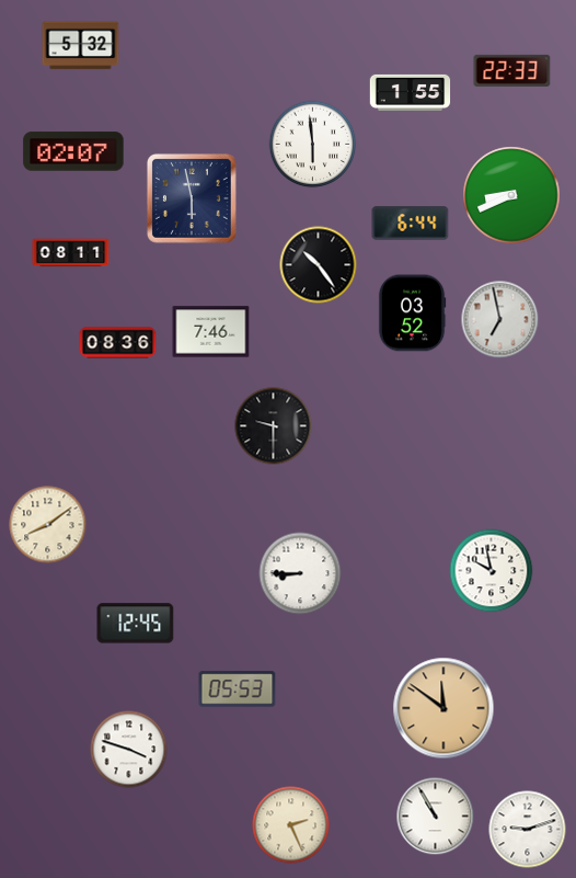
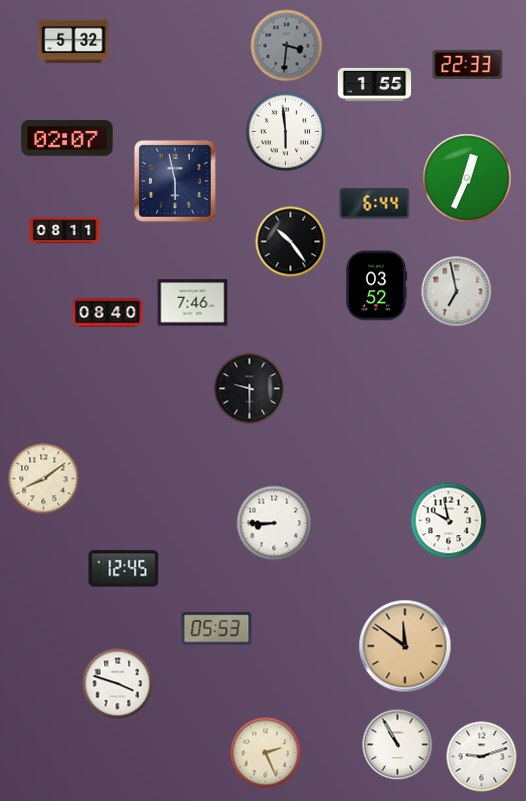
clock at (287, 46): none -> 3:31
clock at (511, 195): 8:41 -> 12:34
clock at (118, 343): 08:36 -> 08:40
